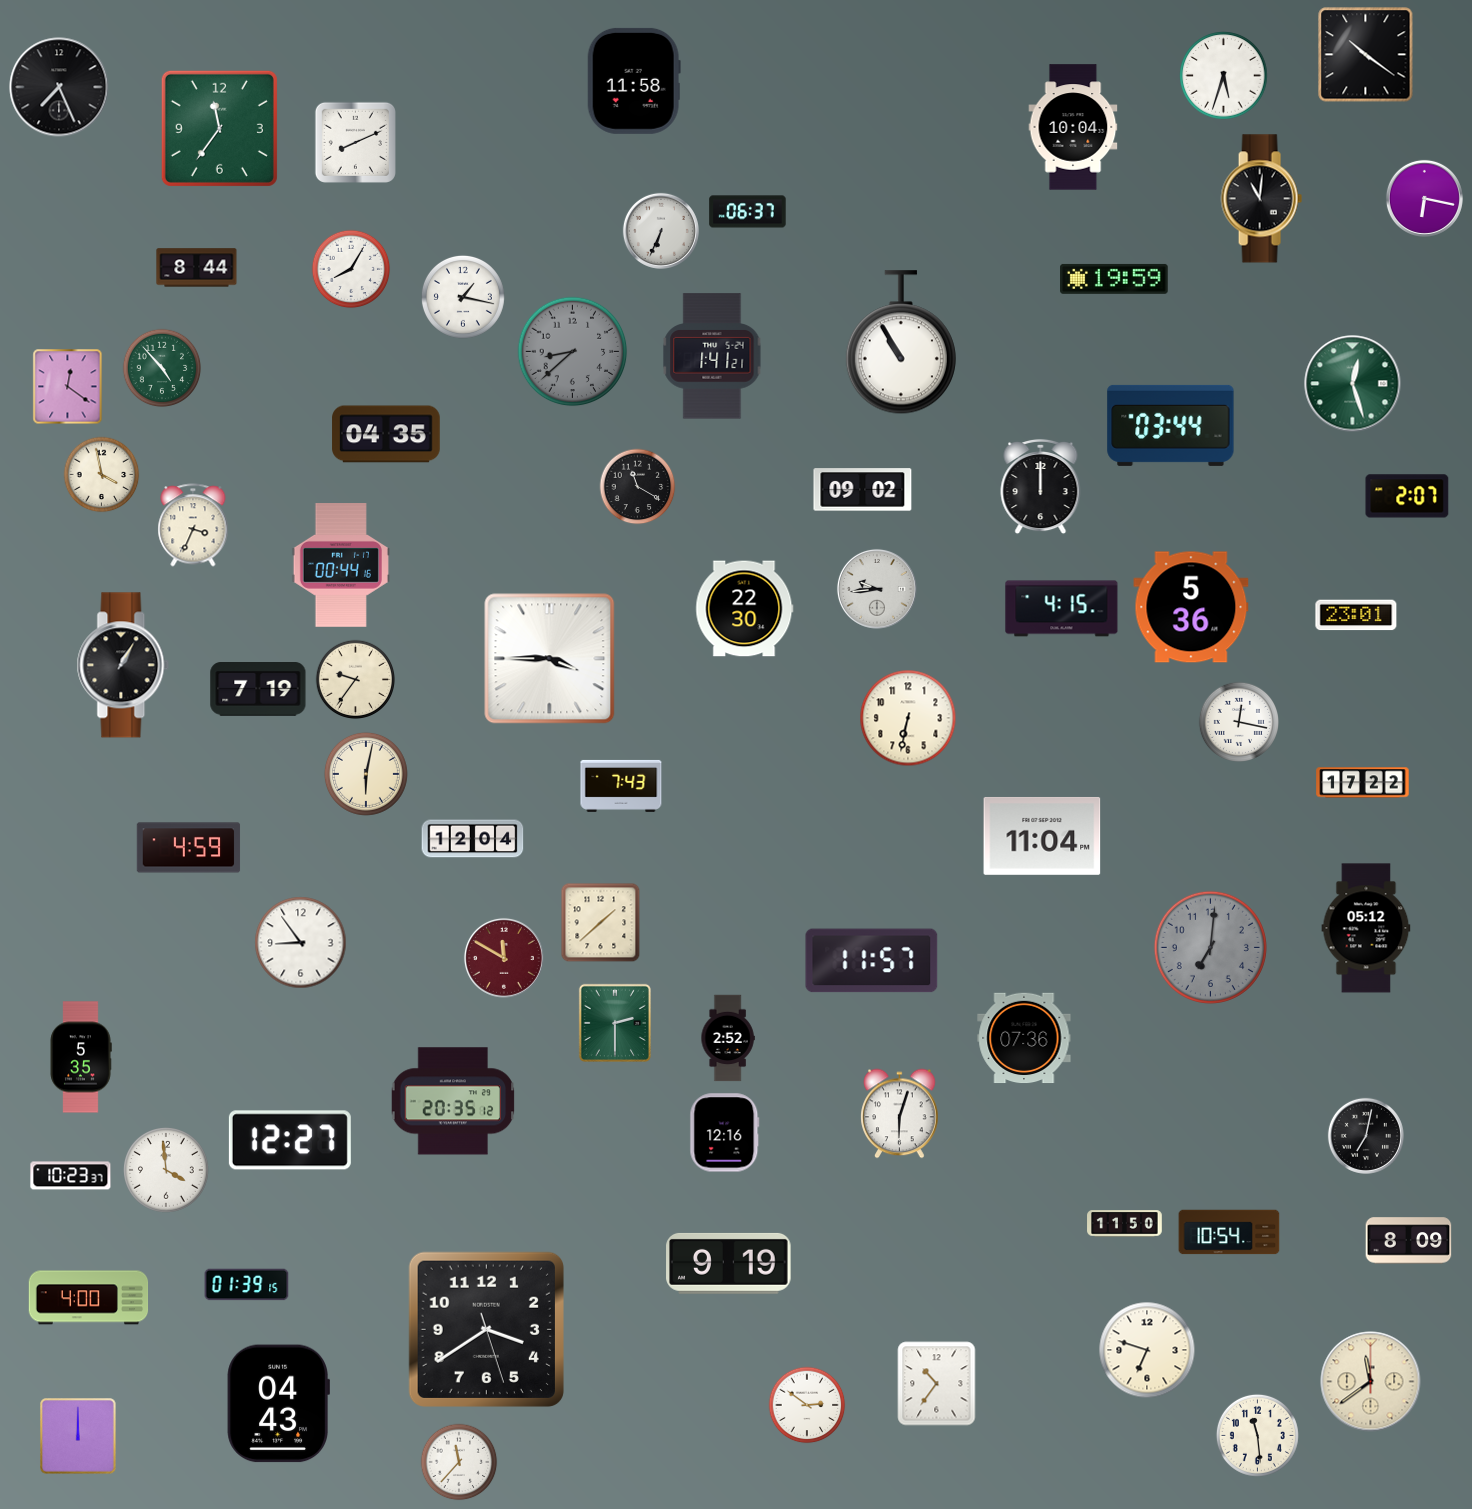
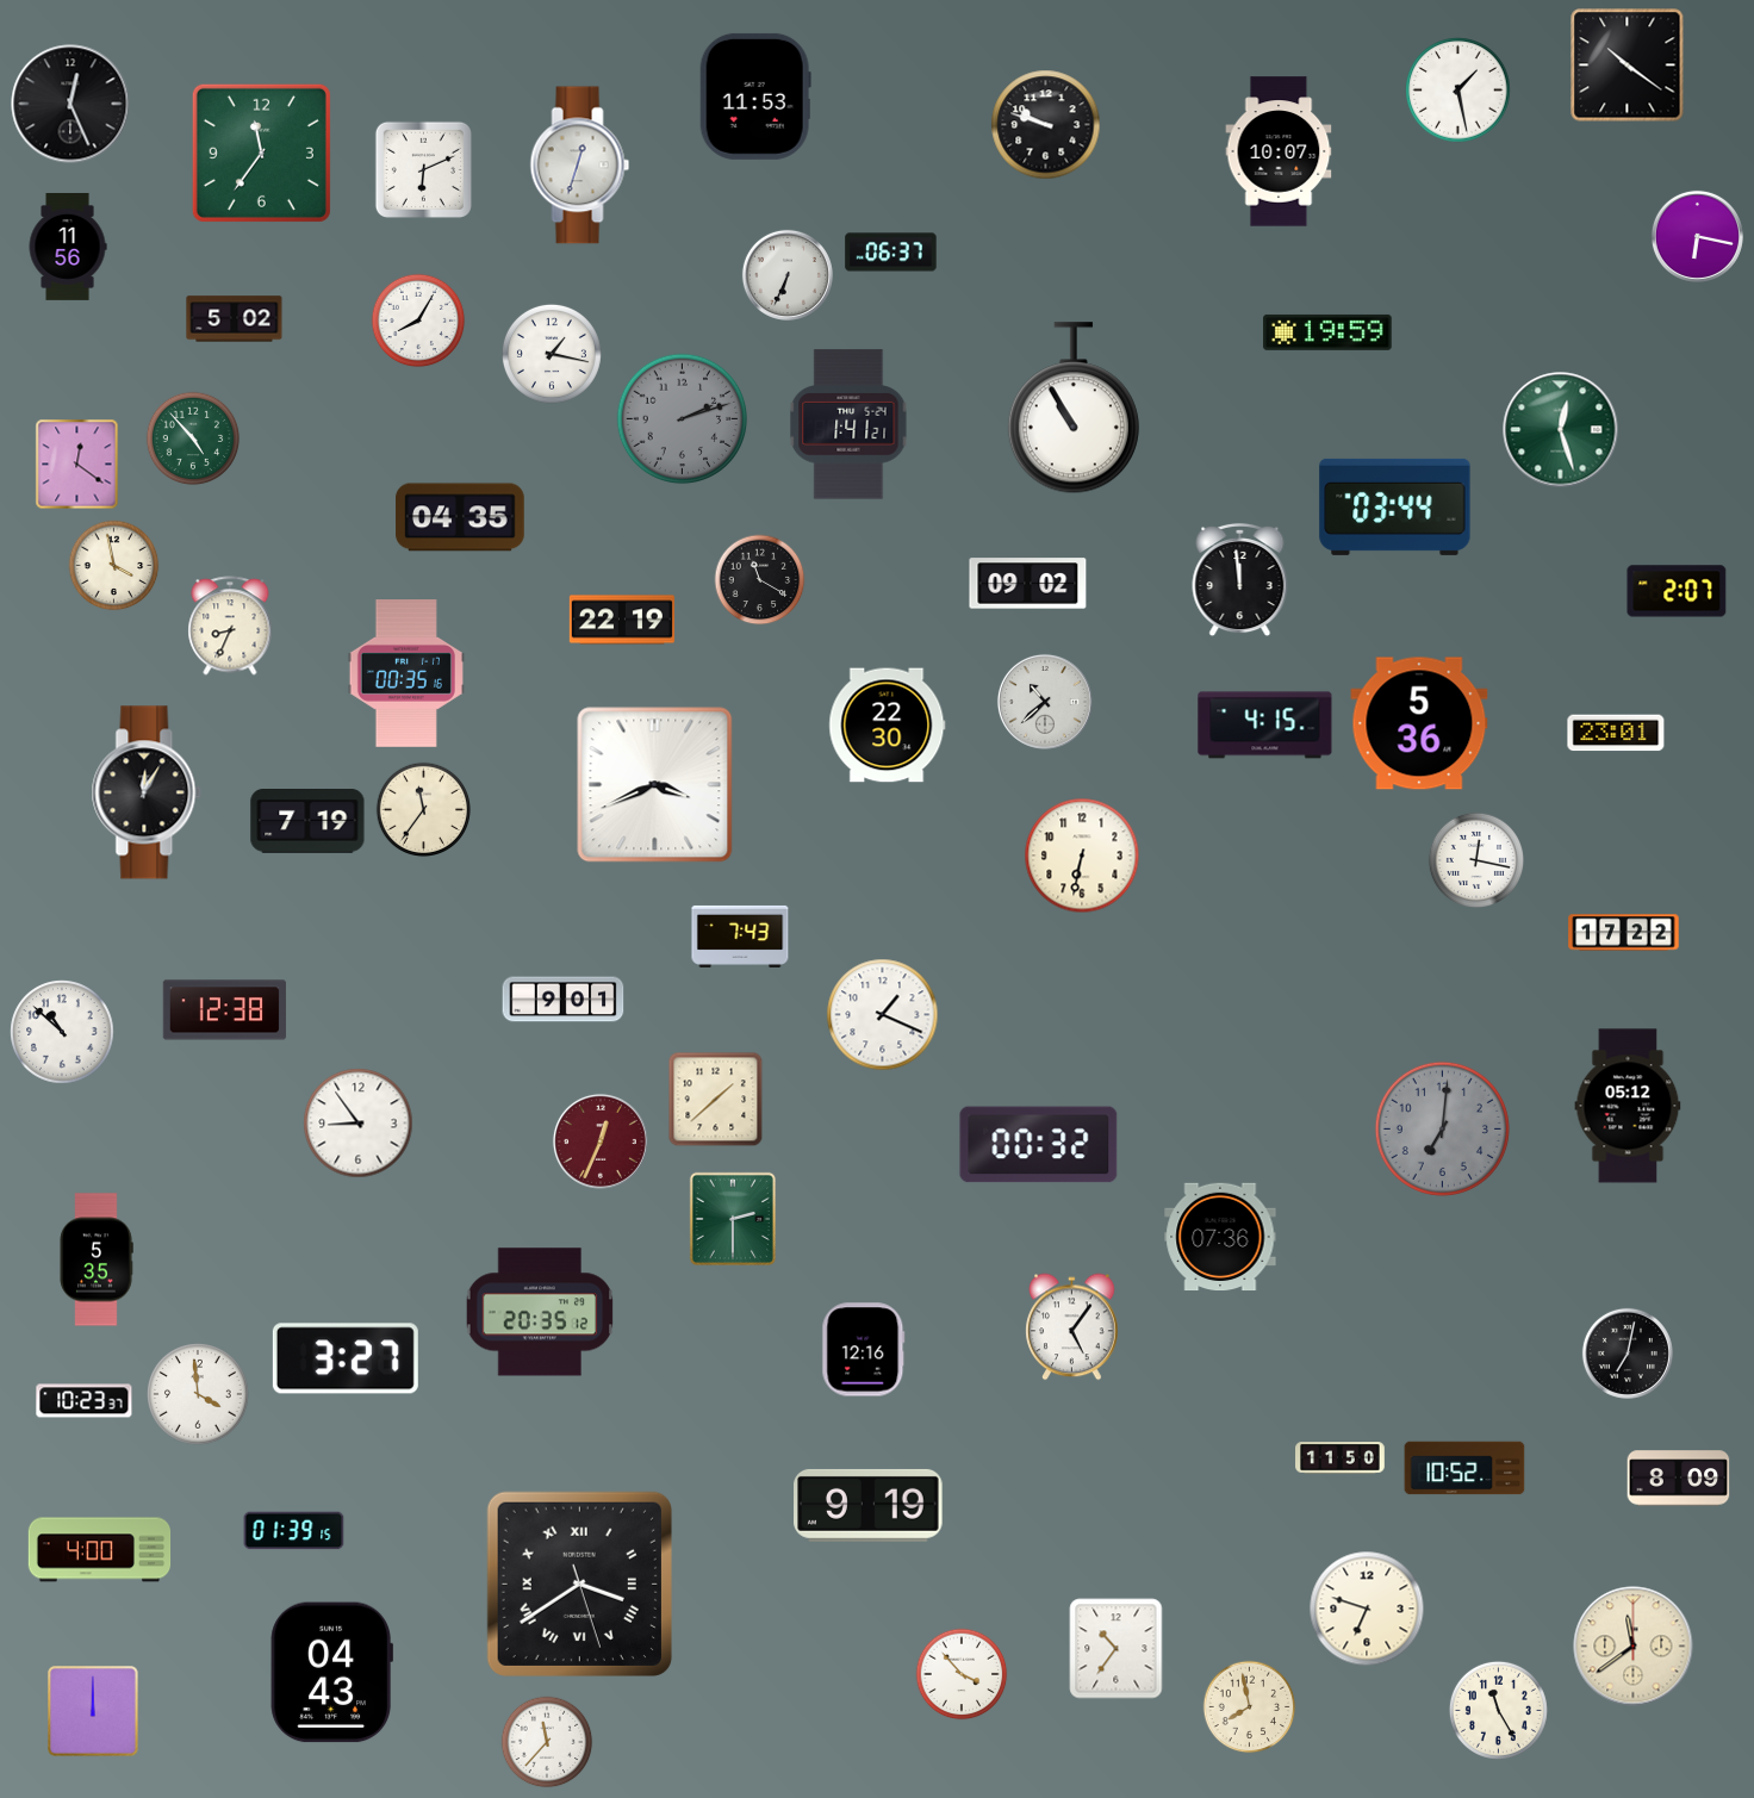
clock at (1224, 76): 5:33 -> 1:28
clock at (634, 81): 11:58 -> 11:53
clock at (59, 87): 7:26 -> 12:26
clock at (1046, 125): none -> 9:48
clock at (1073, 127): 10:04 -> 10:07
clock at (580, 166): none -> 12:33
clock at (355, 142): 8:11 -> 6:11
clock at (1261, 199): 11:01 -> none
clock at (68, 247): none -> 11:56
clock at (197, 268): 8:44 -> 5:02
clock at (573, 352): 8:38 -> 2:12
clock at (1353, 384) position: (1353, 384) -> (1561, 430)
clock at (68, 387) position: (68, 387) -> (77, 465)
clock at (102, 475) position: (102, 475) -> (114, 566)
clock at (1041, 487): 12:00 -> 11:59
clock at (622, 620): none -> 22:19
clock at (193, 525): 3:34 -> 8:34
clock at (341, 565): 00:44 -> 00:35
clock at (877, 589): 9:44 -> 10:38
clock at (550, 659): 3:45 -> 3:41
clock at (123, 665): 1:05 -> 12:05
clock at (356, 680): 9:36 -> 11:36
clock at (366, 774): 6:02 -> none
clock at (1042, 836): 11:04 -> none
clock at (473, 839): 12:04 -> 9:01
clock at (189, 848): 4:59 -> 12:38
clock at (883, 1015): none -> 1:19
clock at (62, 1032): none -> 10:52
clock at (504, 958): 11:50 -> 12:34
clock at (872, 961): 11:57 -> 00:32
clock at (728, 1038): 2:52 -> none
clock at (900, 1114): 6:03 -> 5:06
clock at (290, 1140): 12:27 -> 3:27
clock at (1229, 1232): 10:54 -> 10:52
clock at (89, 1298) position: (89, 1298) -> (100, 1550)
clock at (486, 1329) numerals: Arabic -> Roman
clock at (807, 1405): 2:51 -> 3:53
clock at (1250, 1707): none -> 7:58
clock at (1257, 1435): 11:29 -> 11:25
